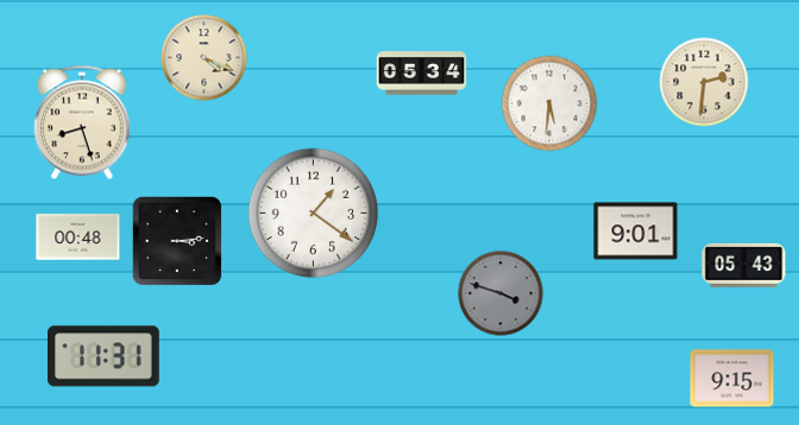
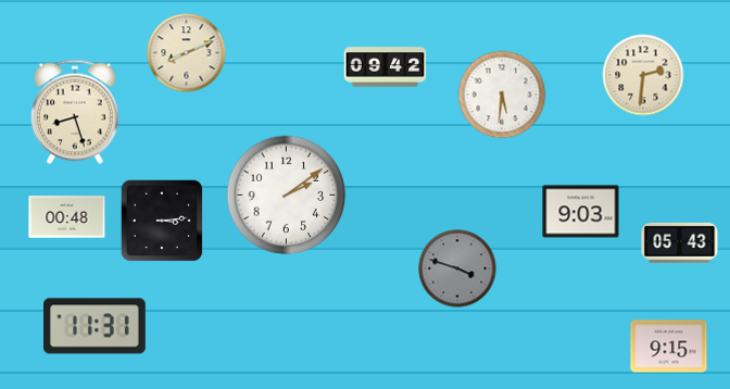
clock at (205, 58): 4:19 -> 8:11
clock at (422, 74): 05:34 -> 09:42
clock at (314, 214): 1:21 -> 2:09
clock at (636, 231): 9:01 -> 9:03
clock at (78, 237) position: (78, 237) -> (67, 217)
